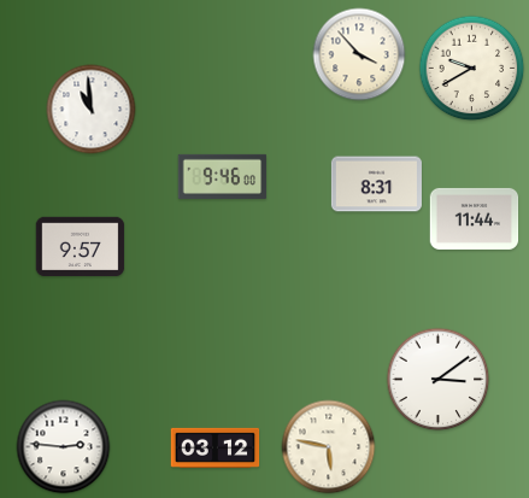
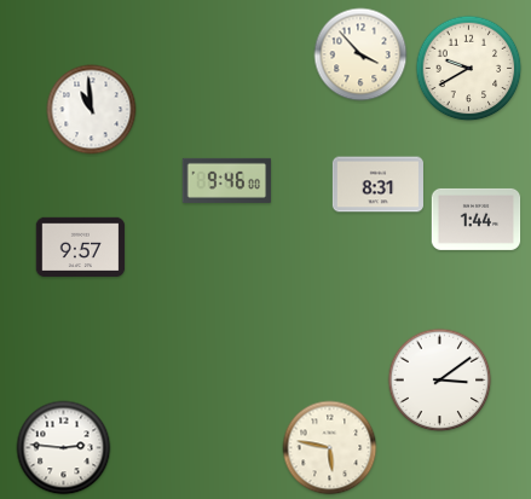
clock at (472, 69) position: (472, 69) -> (469, 69)
clock at (223, 176) position: (223, 176) -> (227, 180)
clock at (475, 218): 11:44 -> 1:44
clock at (216, 447): 03:12 -> none
